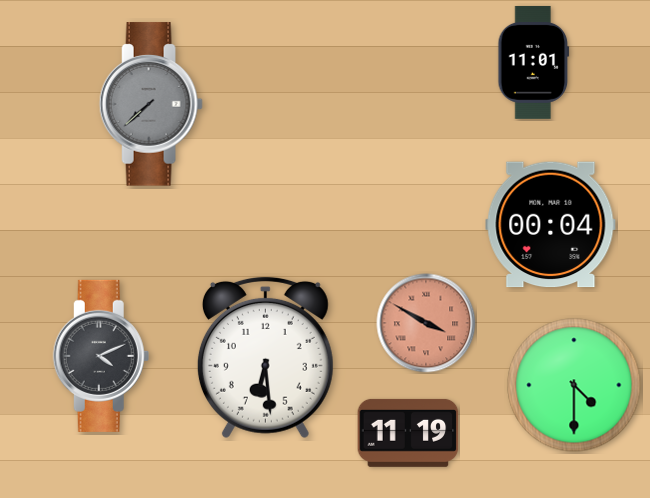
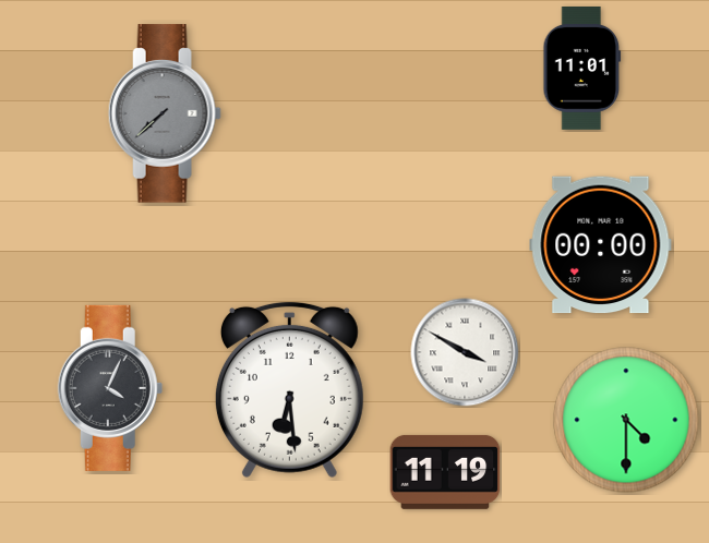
clock at (551, 225): 00:04 -> 00:00
clock at (426, 323) dial: salmon -> white
clock at (101, 356): 4:11 -> 4:04
